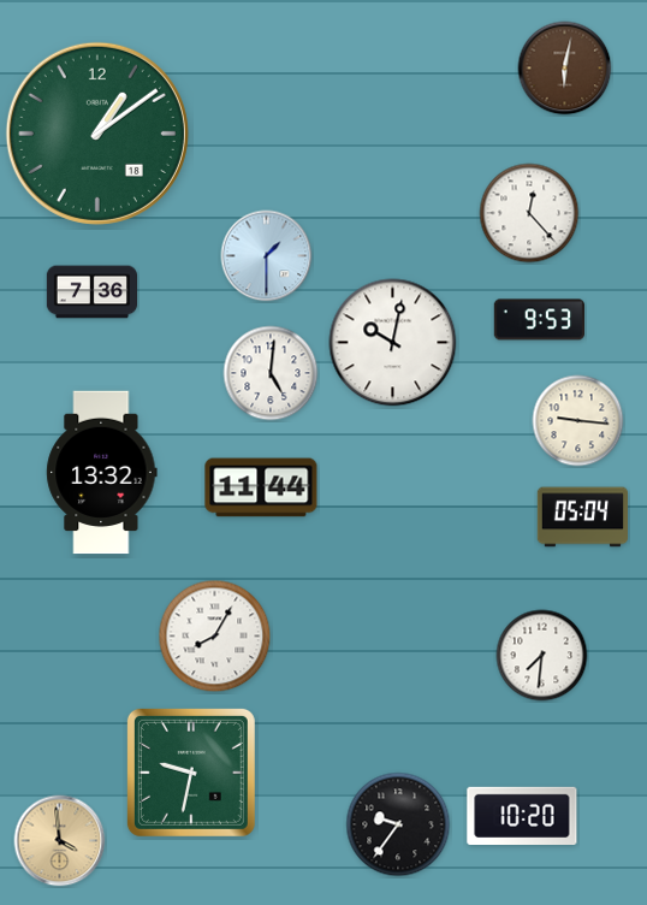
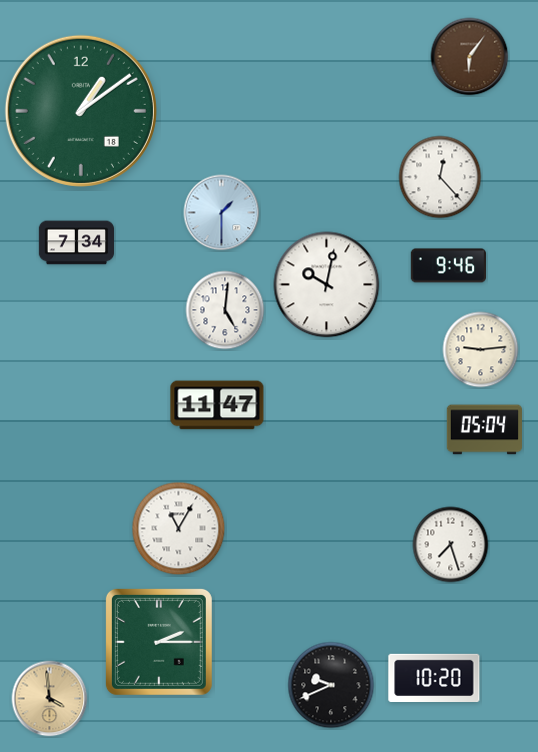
clock at (565, 69): 6:02 -> 6:06
clock at (93, 292): 7:36 -> 7:34
clock at (539, 320): 9:53 -> 9:46
clock at (578, 421): 9:16 -> 9:14
clock at (102, 473): 13:32 -> none
clock at (261, 487): 11:44 -> 11:47
clock at (215, 637): 8:05 -> 11:05
clock at (542, 656): 7:31 -> 7:27
clock at (191, 773): 9:32 -> 2:15
clock at (398, 824): 9:36 -> 9:41
